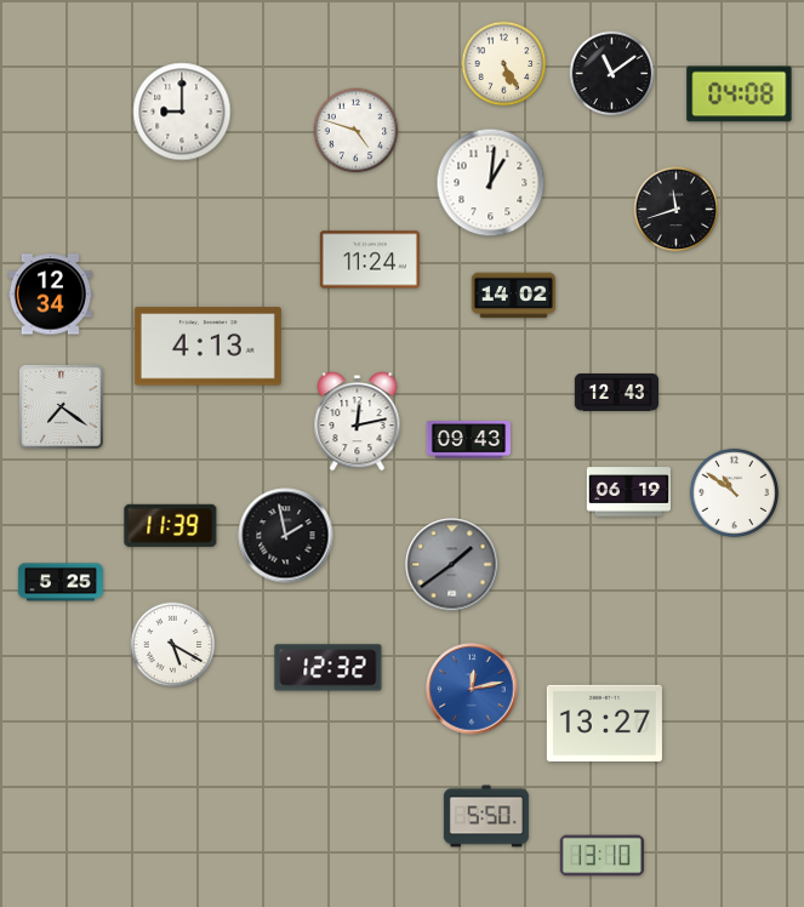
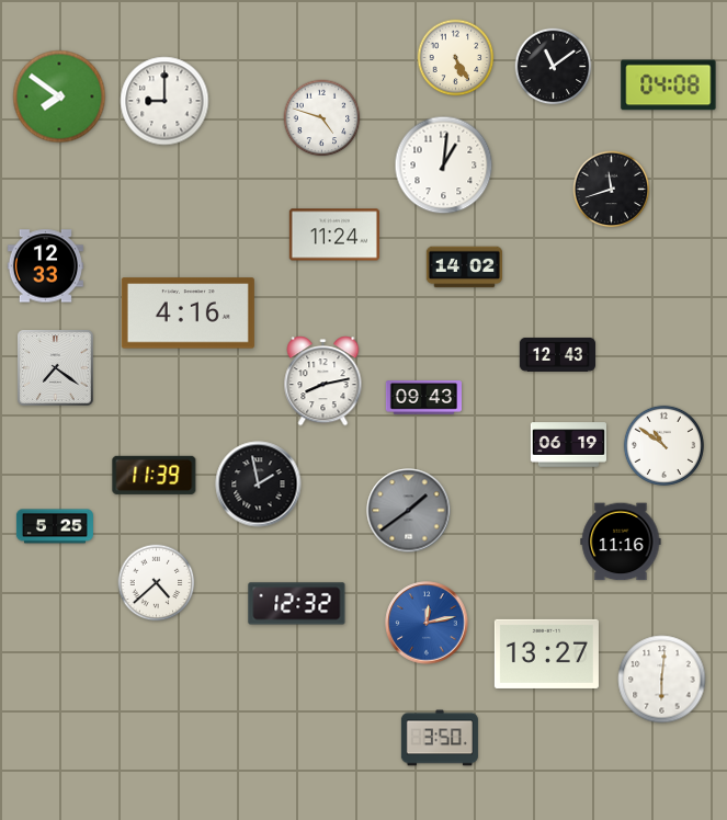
clock at (59, 96): none -> 7:51
clock at (50, 295): 12:34 -> 12:33
clock at (207, 347): 4:13 -> 4:16
clock at (358, 422): 12:13 -> 8:13
clock at (621, 542): none -> 11:16
clock at (173, 645): 5:20 -> 4:38
clock at (662, 680): none -> 6:01
clock at (486, 816): 5:50 -> 3:50
clock at (601, 856): 13:10 -> none
